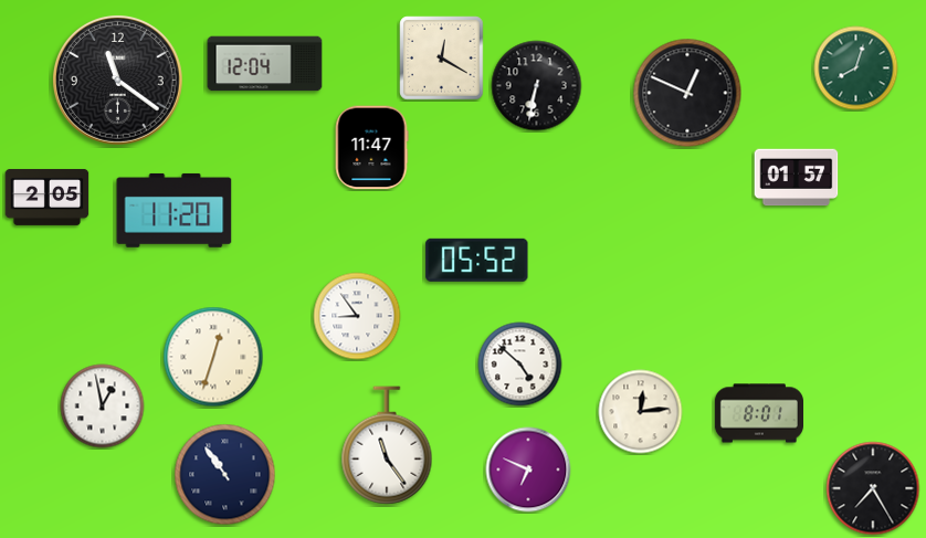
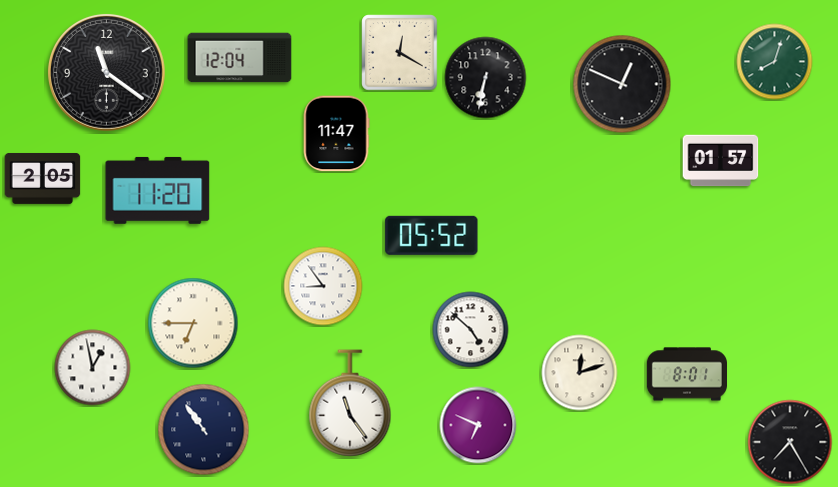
clock at (213, 357): 12:33 -> 6:45
clock at (641, 412): 12:14 -> 12:12
